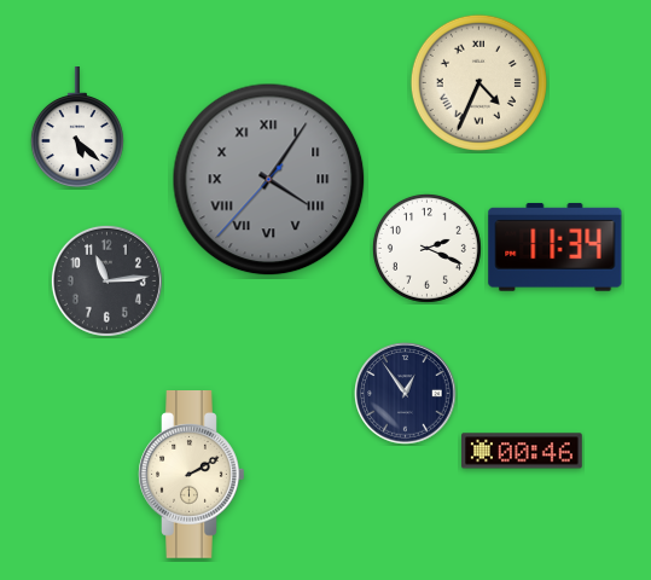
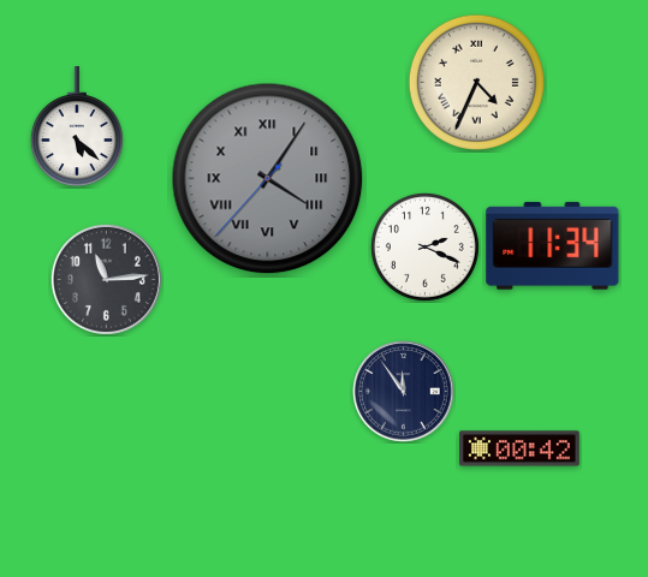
clock at (406, 394): 12:54 -> 11:54
clock at (523, 451): 00:46 -> 00:42
clock at (192, 475): 2:10 -> none
